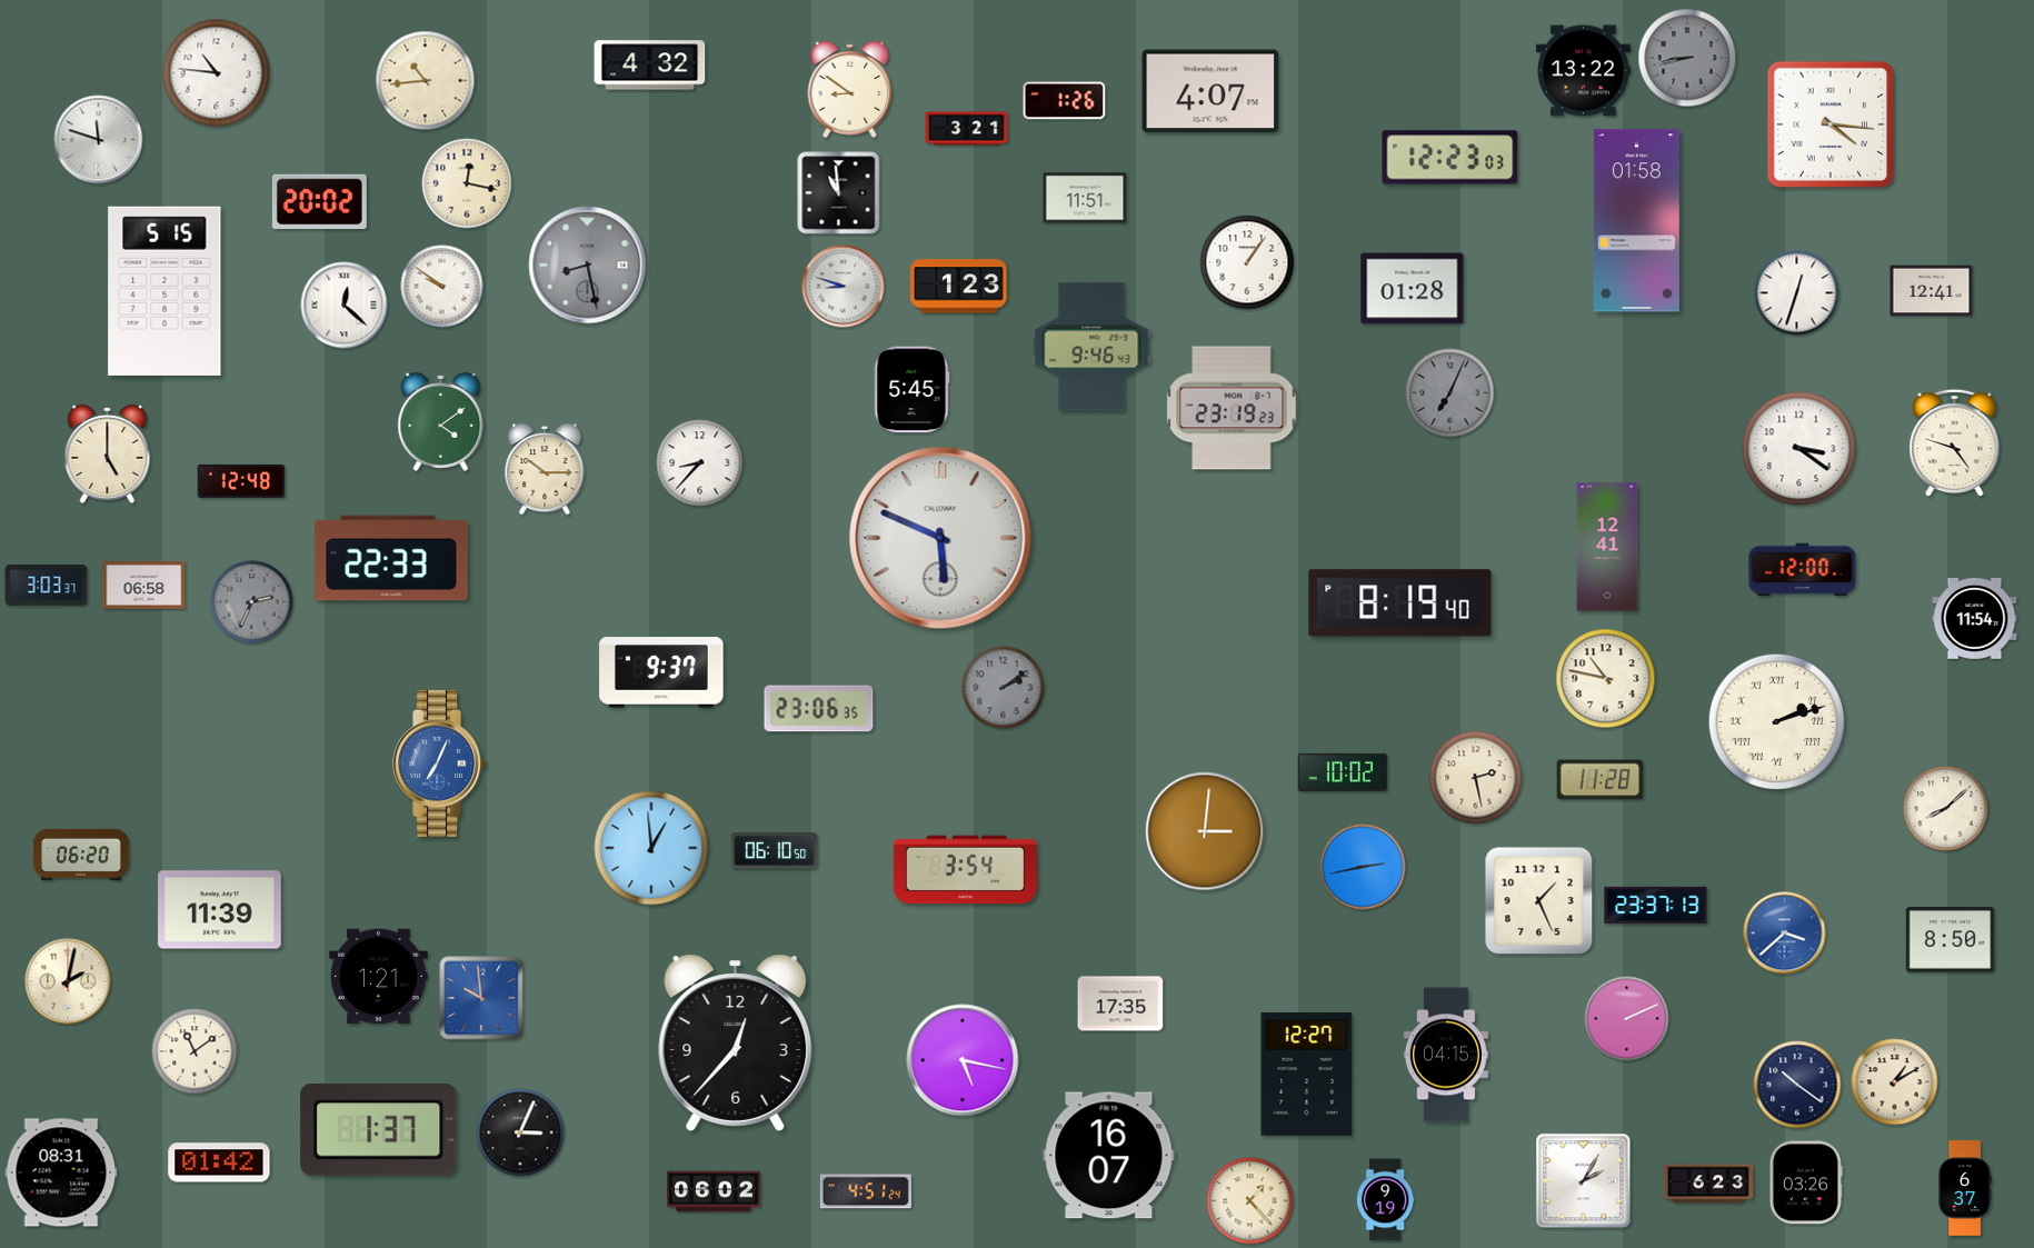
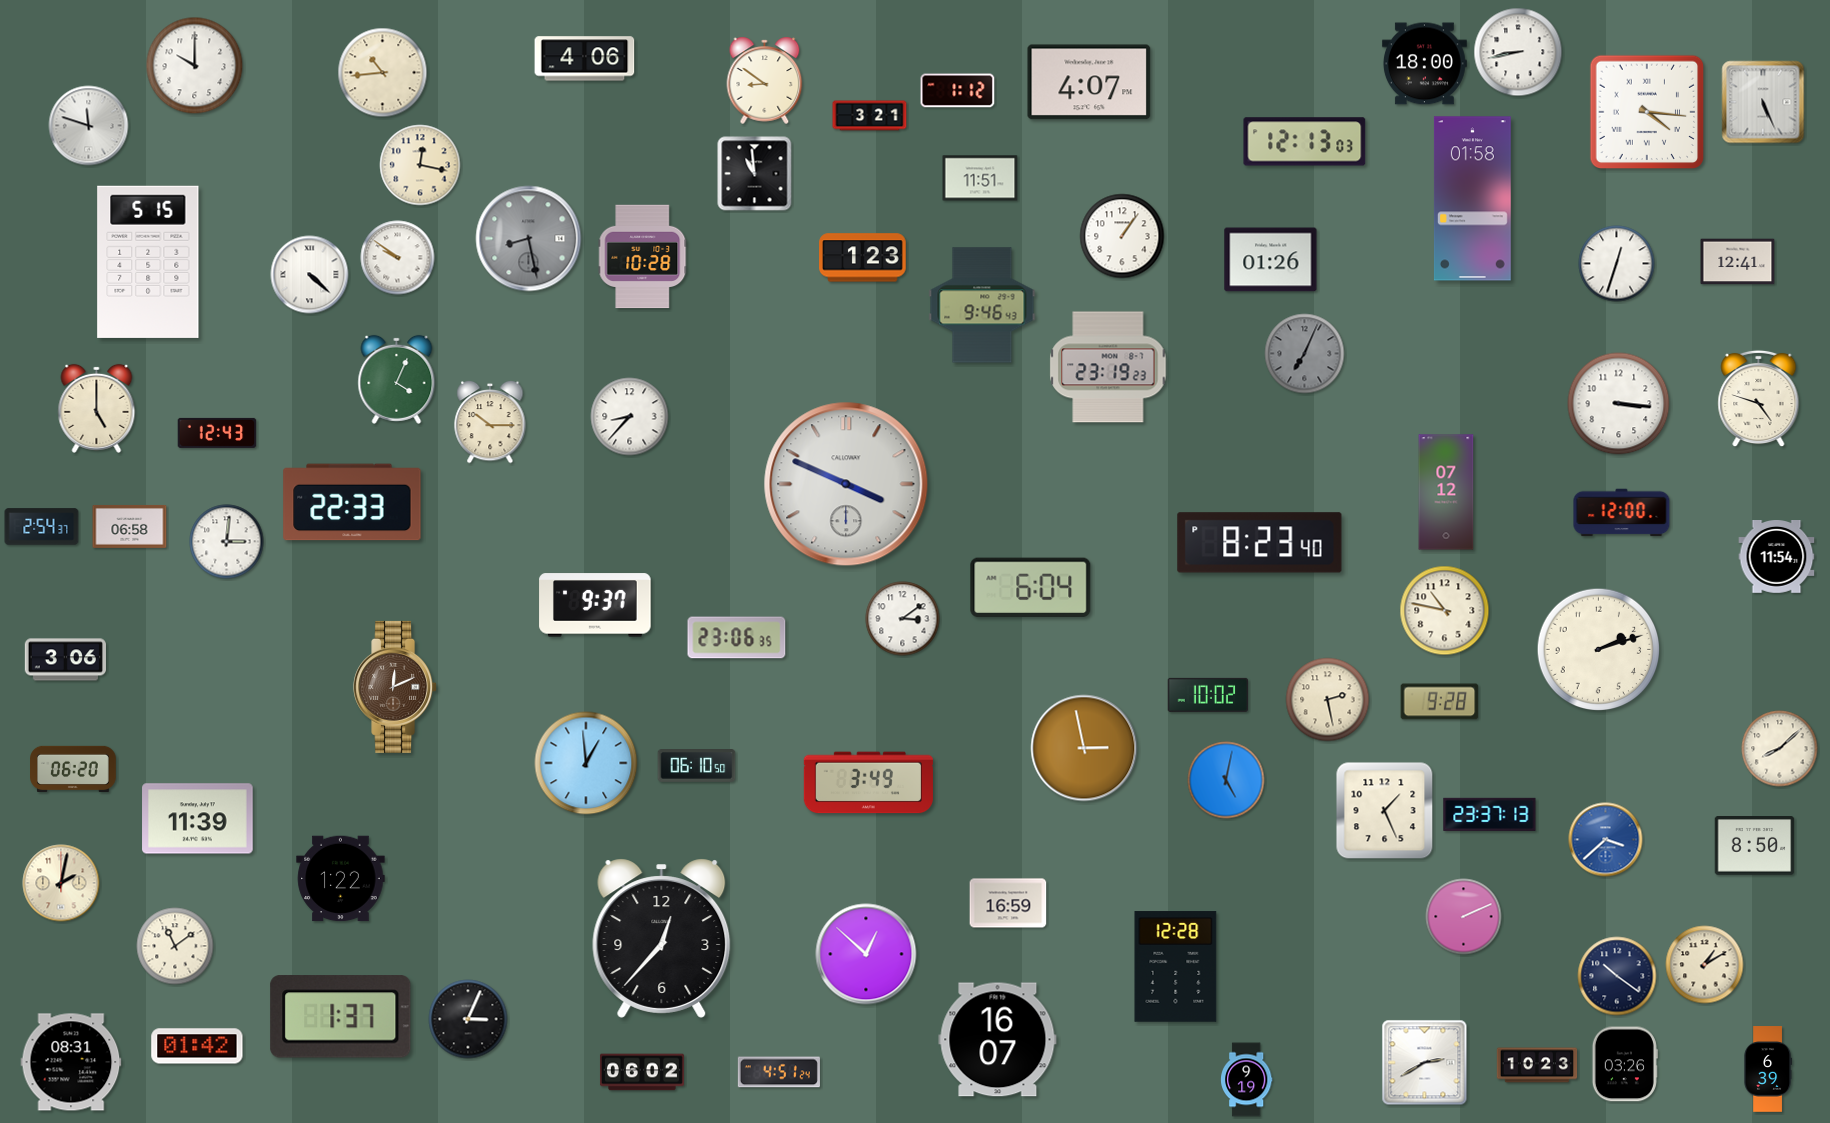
clock at (1687, 58) dial: grey -> white
clock at (650, 66): 4:32 -> 4:06
clock at (1583, 71): 13:22 -> 18:00
clock at (217, 73): 10:46 -> 10:00
clock at (1065, 101): 1:26 -> 1:12
clock at (1763, 102): none -> 5:26
clock at (1450, 158): 12:23 -> 12:13
clock at (1085, 198) position: (1085, 198) -> (980, 178)
clock at (319, 202): 20:02 -> none
clock at (643, 257): none -> 10:28
clock at (844, 287): 8:48 -> none
clock at (1413, 289): 01:28 -> 01:26
clock at (345, 306): 12:22 -> 4:22
clock at (1091, 347) position: (1091, 347) -> (982, 305)
clock at (913, 390): 5:45 -> none
clock at (441, 421): 4:09 -> 4:04
clock at (1799, 449): 3:21 -> 3:16
clock at (241, 481): 12:48 -> 12:43
clock at (940, 538): 5:49 -> 3:49
clock at (1607, 547): 12:41 -> 07:12
clock at (47, 586): 3:03 -> 2:54
clock at (252, 602): 2:34 -> 3:01
clock at (252, 602) dial: grey -> white
clock at (1400, 603): 8:19 -> 8:23
clock at (1031, 588): none -> 6:04
clock at (1004, 688): 2:09 -> 3:09
clock at (1004, 688) dial: grey -> white
clock at (1777, 722) numerals: Roman -> Arabic
clock at (65, 660): none -> 3:06
clock at (440, 763): 7:04 -> 12:11
clock at (440, 763) dial: blue -> brown
clock at (1601, 780): 11:28 -> 9:28
clock at (1946, 809) position: (1946, 809) -> (1780, 749)
clock at (1205, 831): 3:01 -> 2:58
clock at (1363, 867): 2:43 -> 5:02
clock at (965, 870): 3:54 -> 3:49
clock at (379, 977): 1:21 -> 1:22
clock at (481, 998): 9:59 -> none
clock at (1120, 1004): 17:35 -> 16:59
clock at (1446, 1055): 04:15 -> none
clock at (963, 1060): 5:17 -> 12:52
clock at (1307, 1075): 12:27 -> 12:28
clock at (1895, 1082) position: (1895, 1082) -> (1705, 965)
clock at (61, 1172) position: (61, 1172) -> (71, 1062)
clock at (1584, 1181): 2:05 -> 2:40
clock at (1708, 1184): 6:23 -> 10:23
clock at (1966, 1188): 6:37 -> 6:39
clock at (1250, 1201): 1:23 -> none
